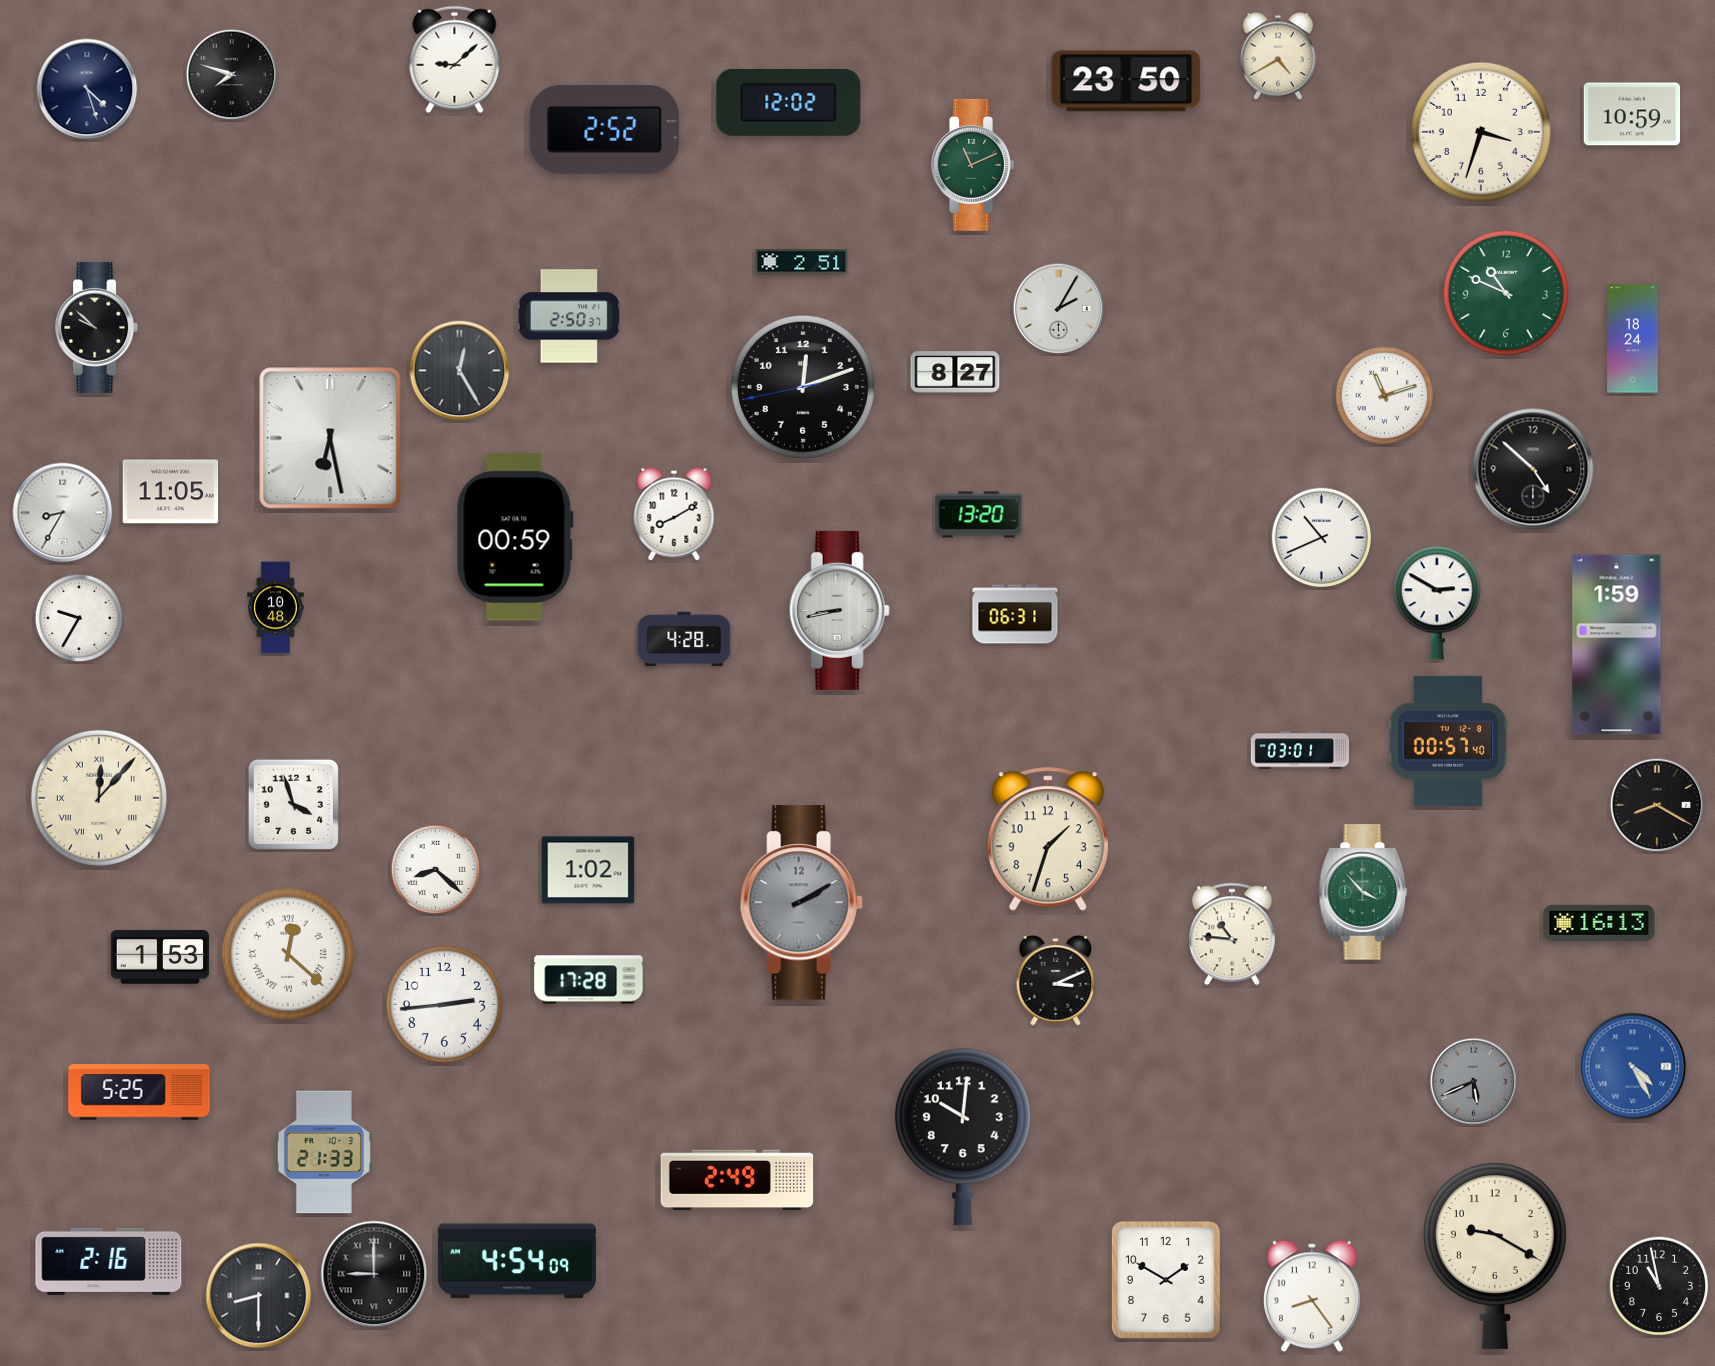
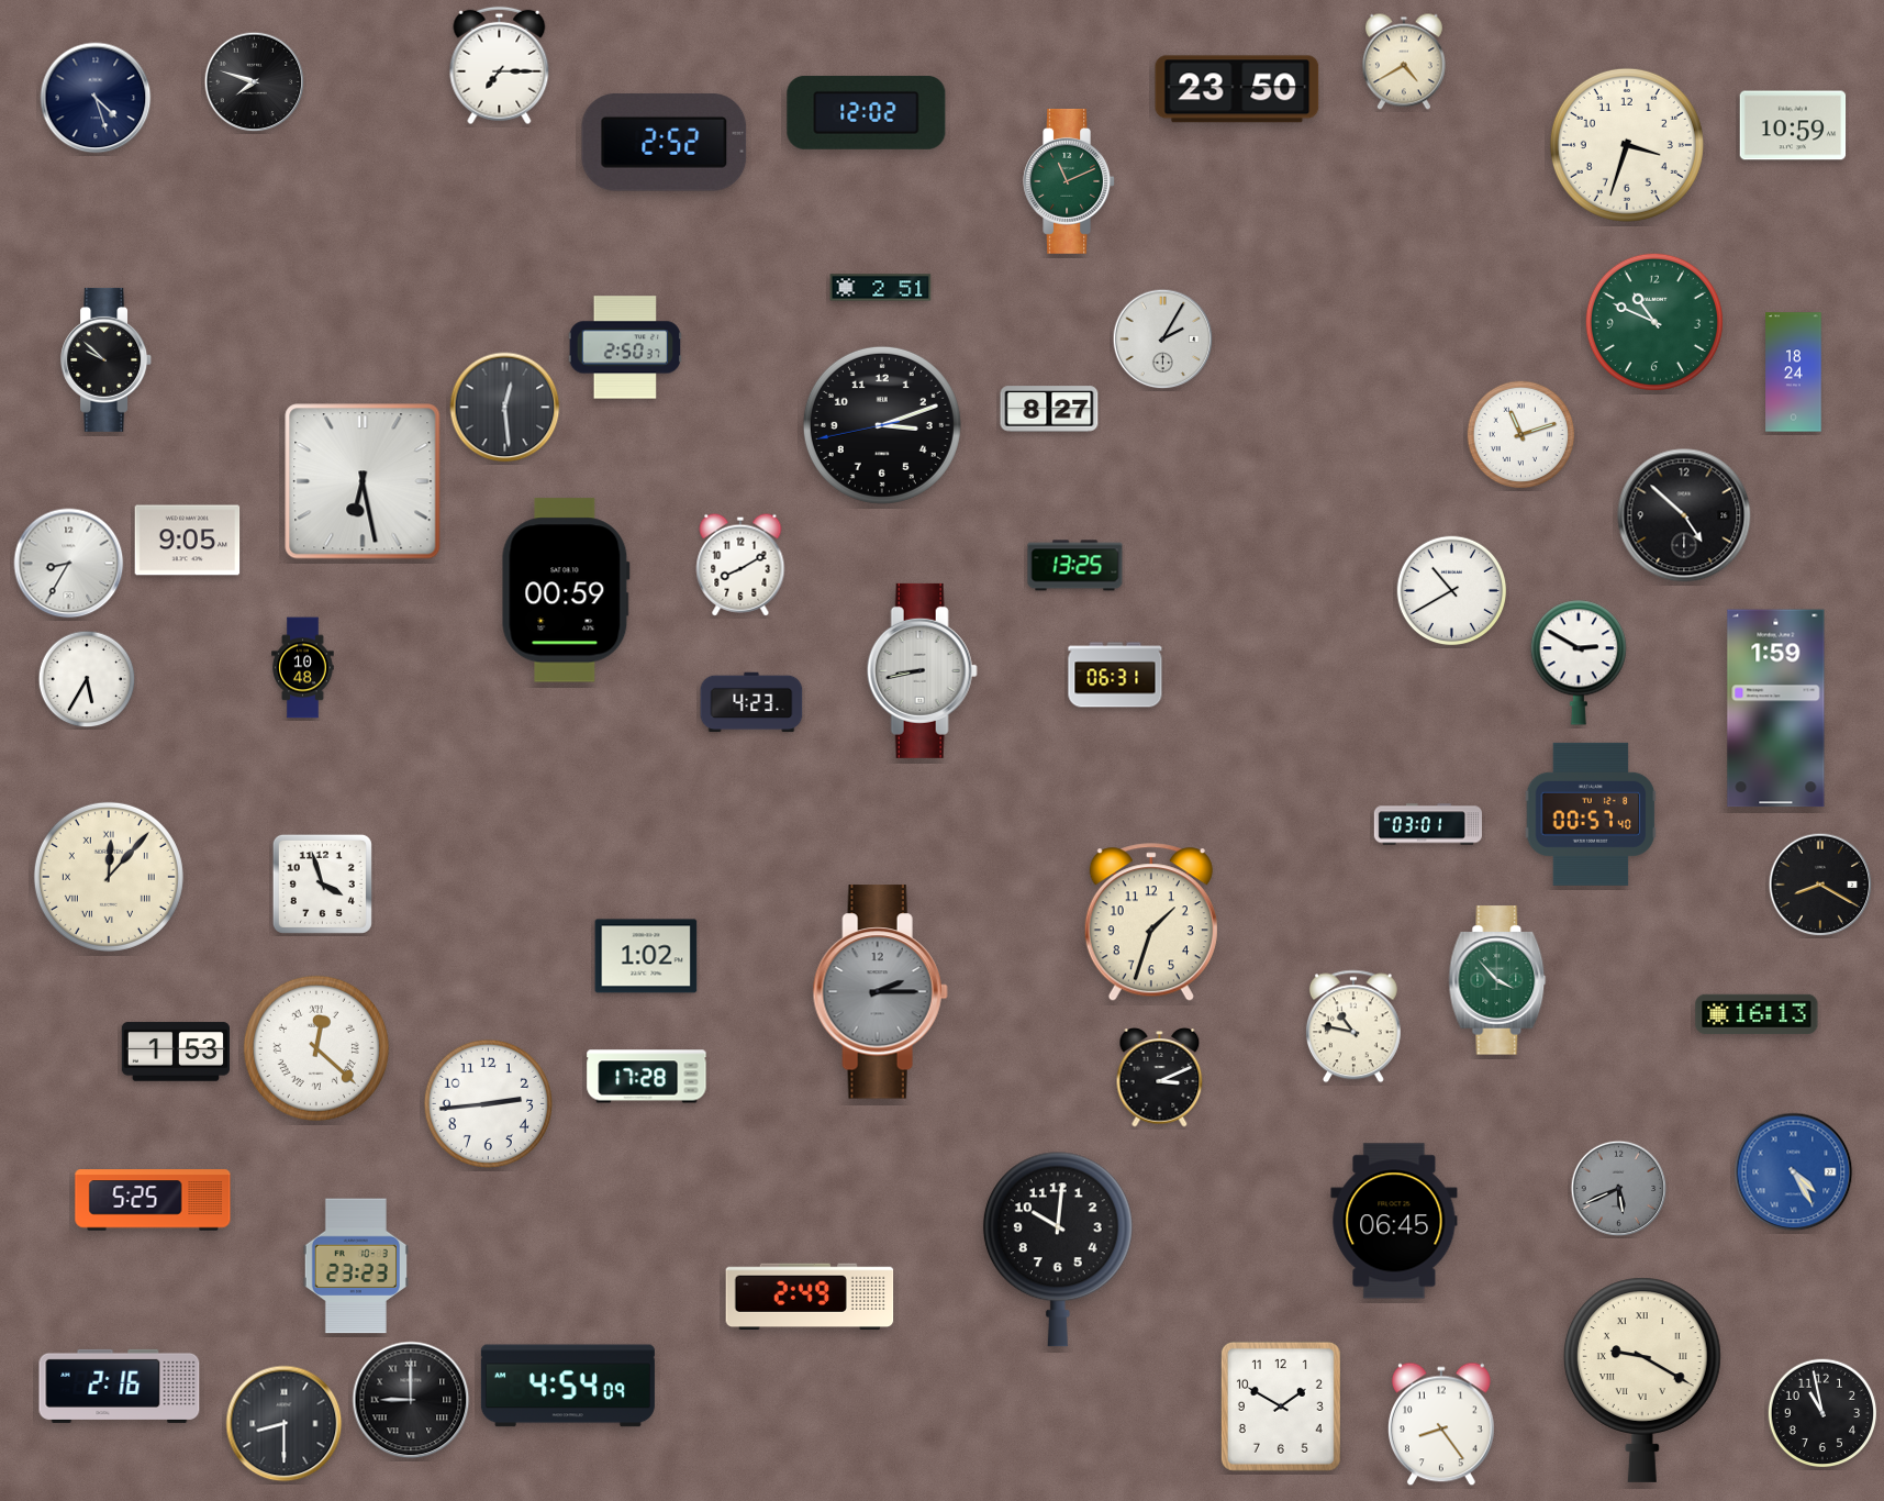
clock at (455, 60): 9:08 -> 7:15
clock at (460, 371): 12:25 -> 12:29
clock at (803, 387): 12:11 -> 3:11
clock at (171, 492): 11:05 -> 9:05
clock at (979, 515): 13:20 -> 13:25
clock at (1322, 538): 10:41 -> 10:40
clock at (79, 618): 9:35 -> 5:35
clock at (684, 639): 4:28 -> 4:23
clock at (436, 870): 8:22 -> none
clock at (801, 903): 2:10 -> 2:15
clock at (1232, 934): 10:46 -> 10:47
clock at (1394, 1221): none -> 06:45
clock at (324, 1152): 21:33 -> 23:23
clock at (1495, 1256) numerals: Arabic -> Roman
